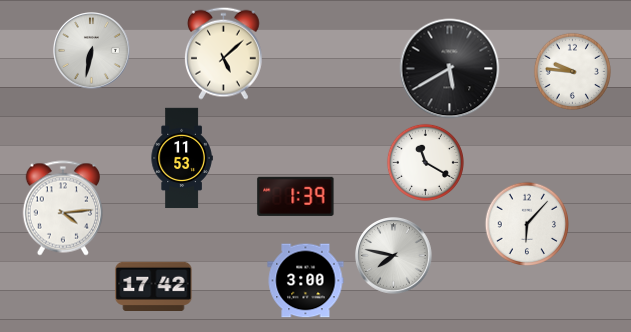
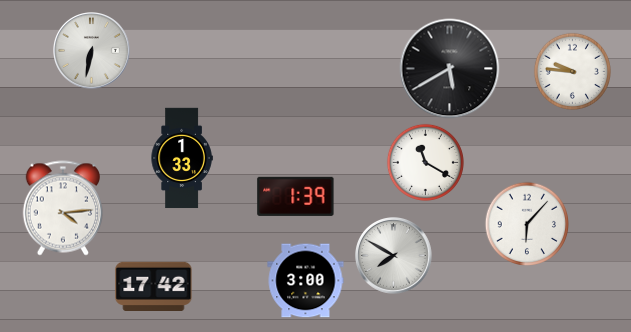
clock at (224, 53): 5:08 -> none
clock at (182, 158): 11:53 -> 1:33
clock at (394, 256): 7:47 -> 7:50
